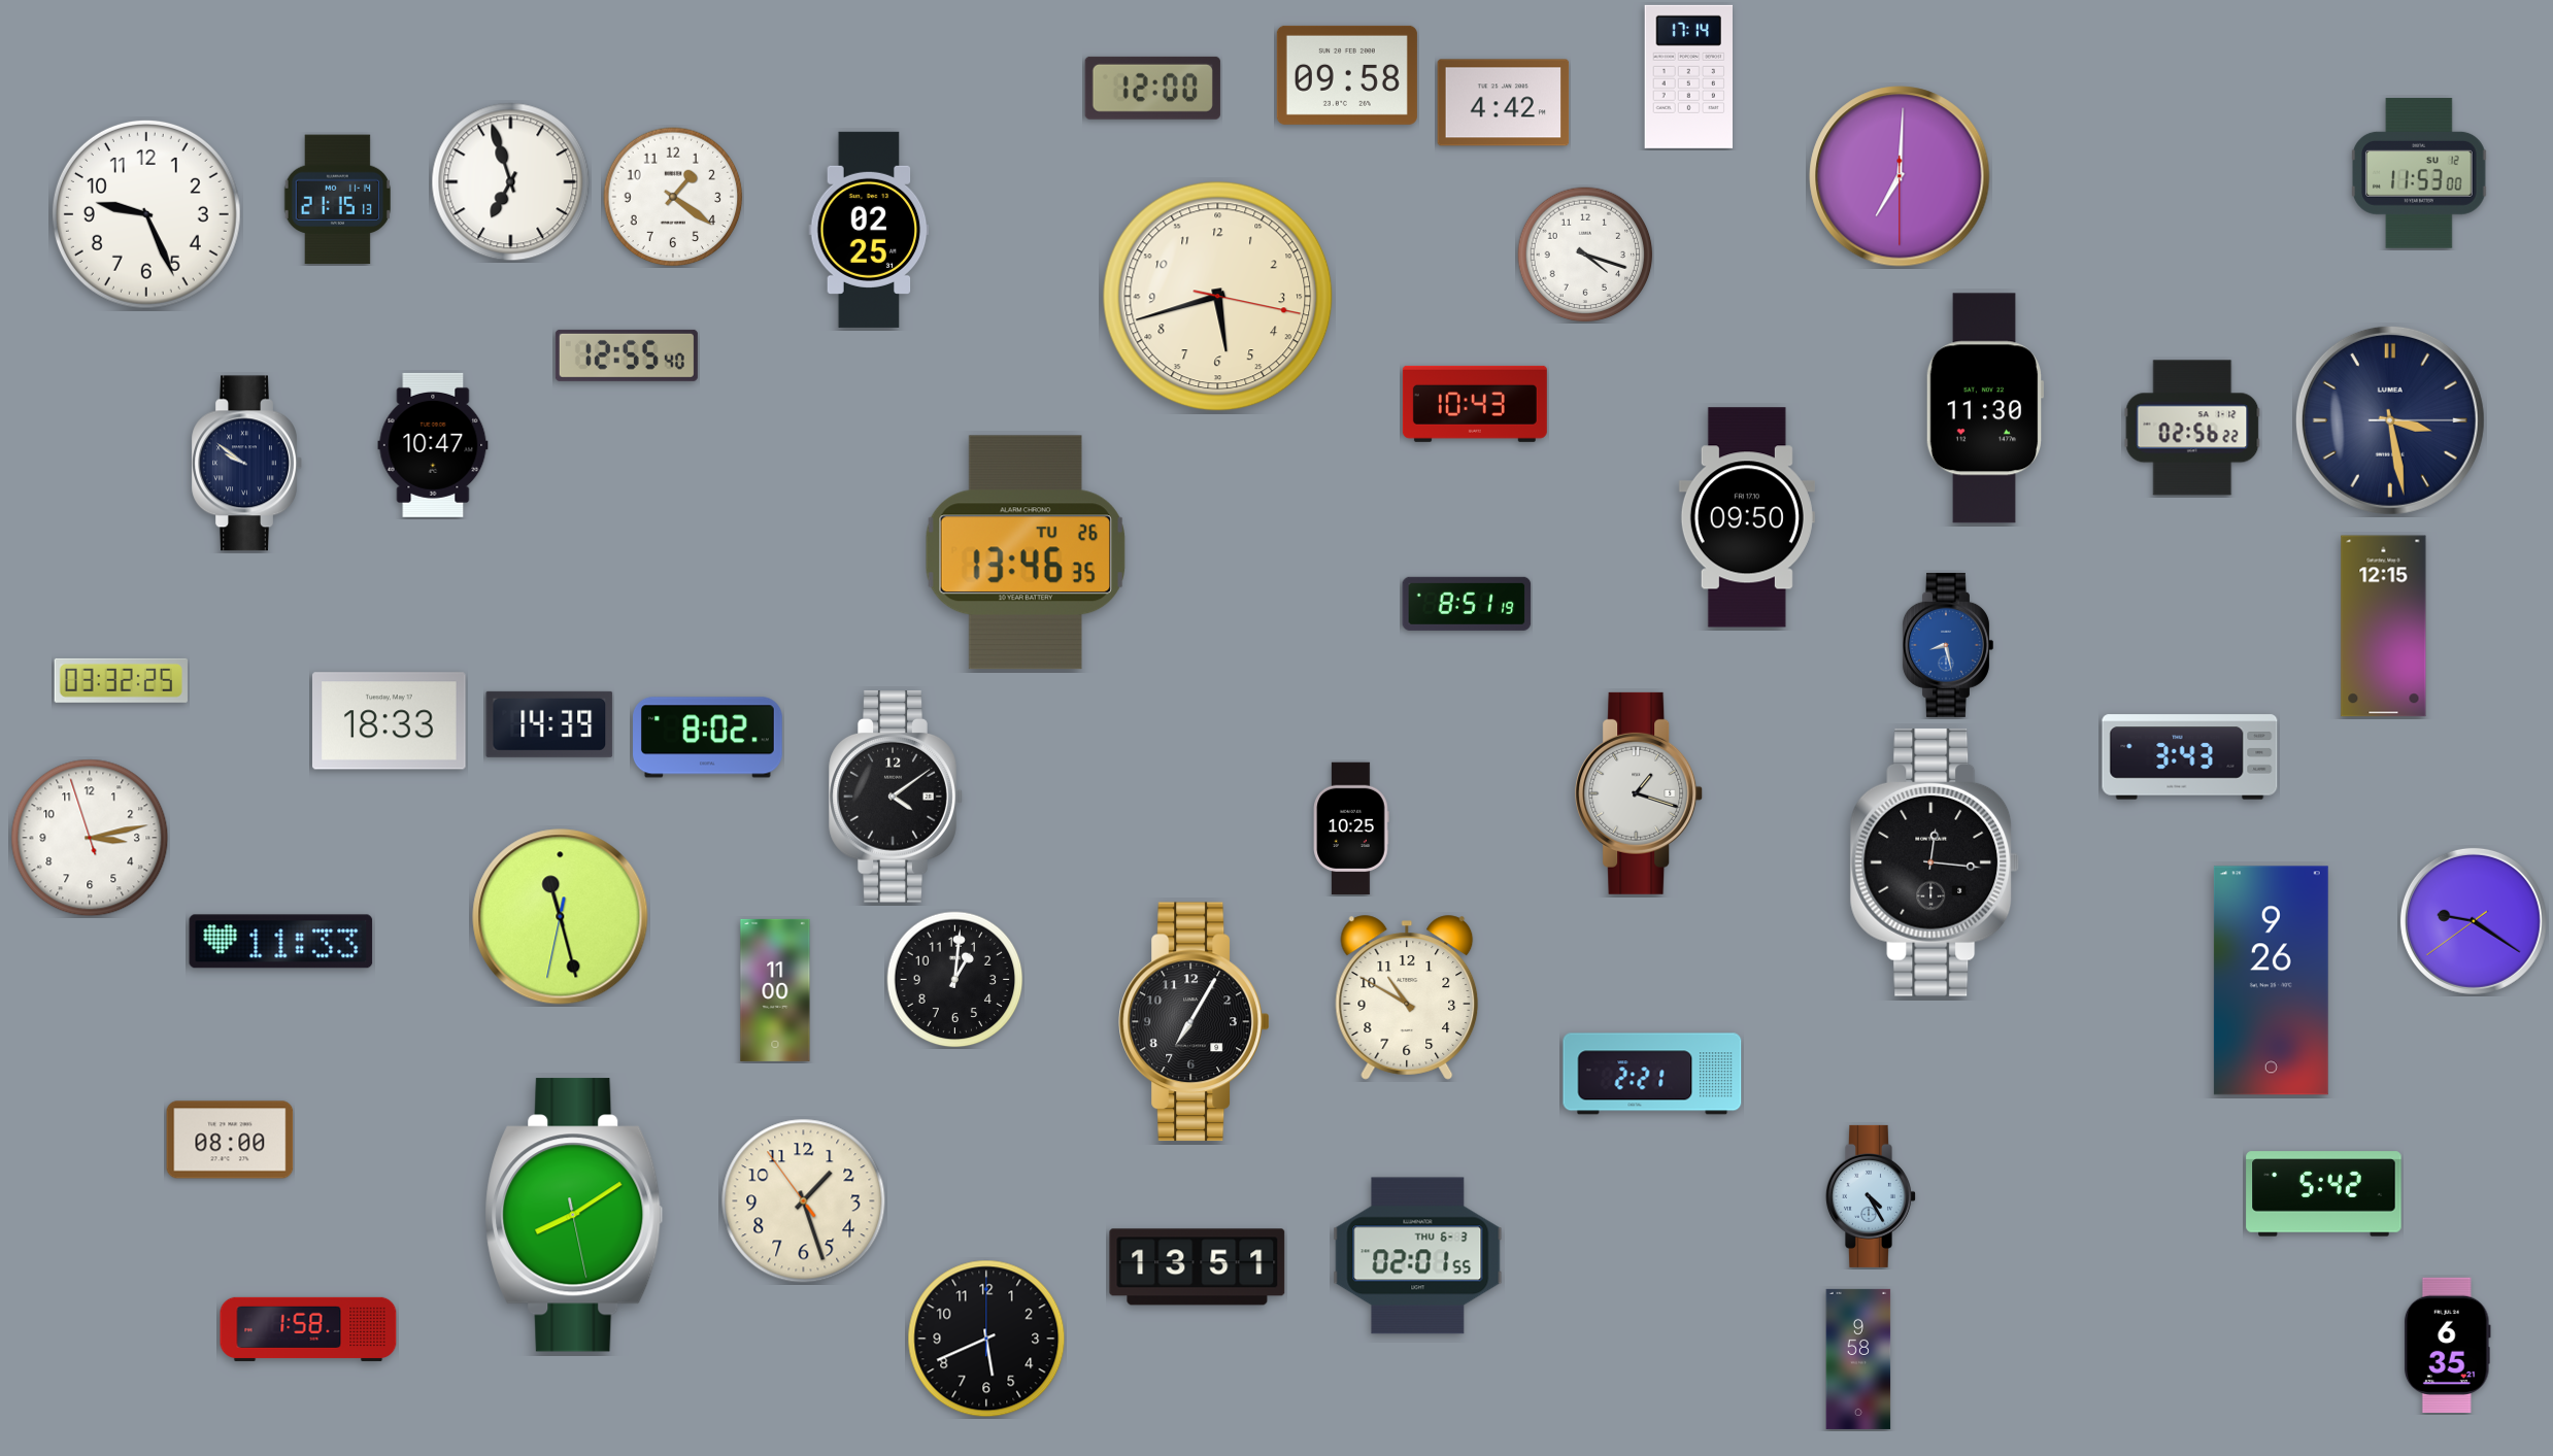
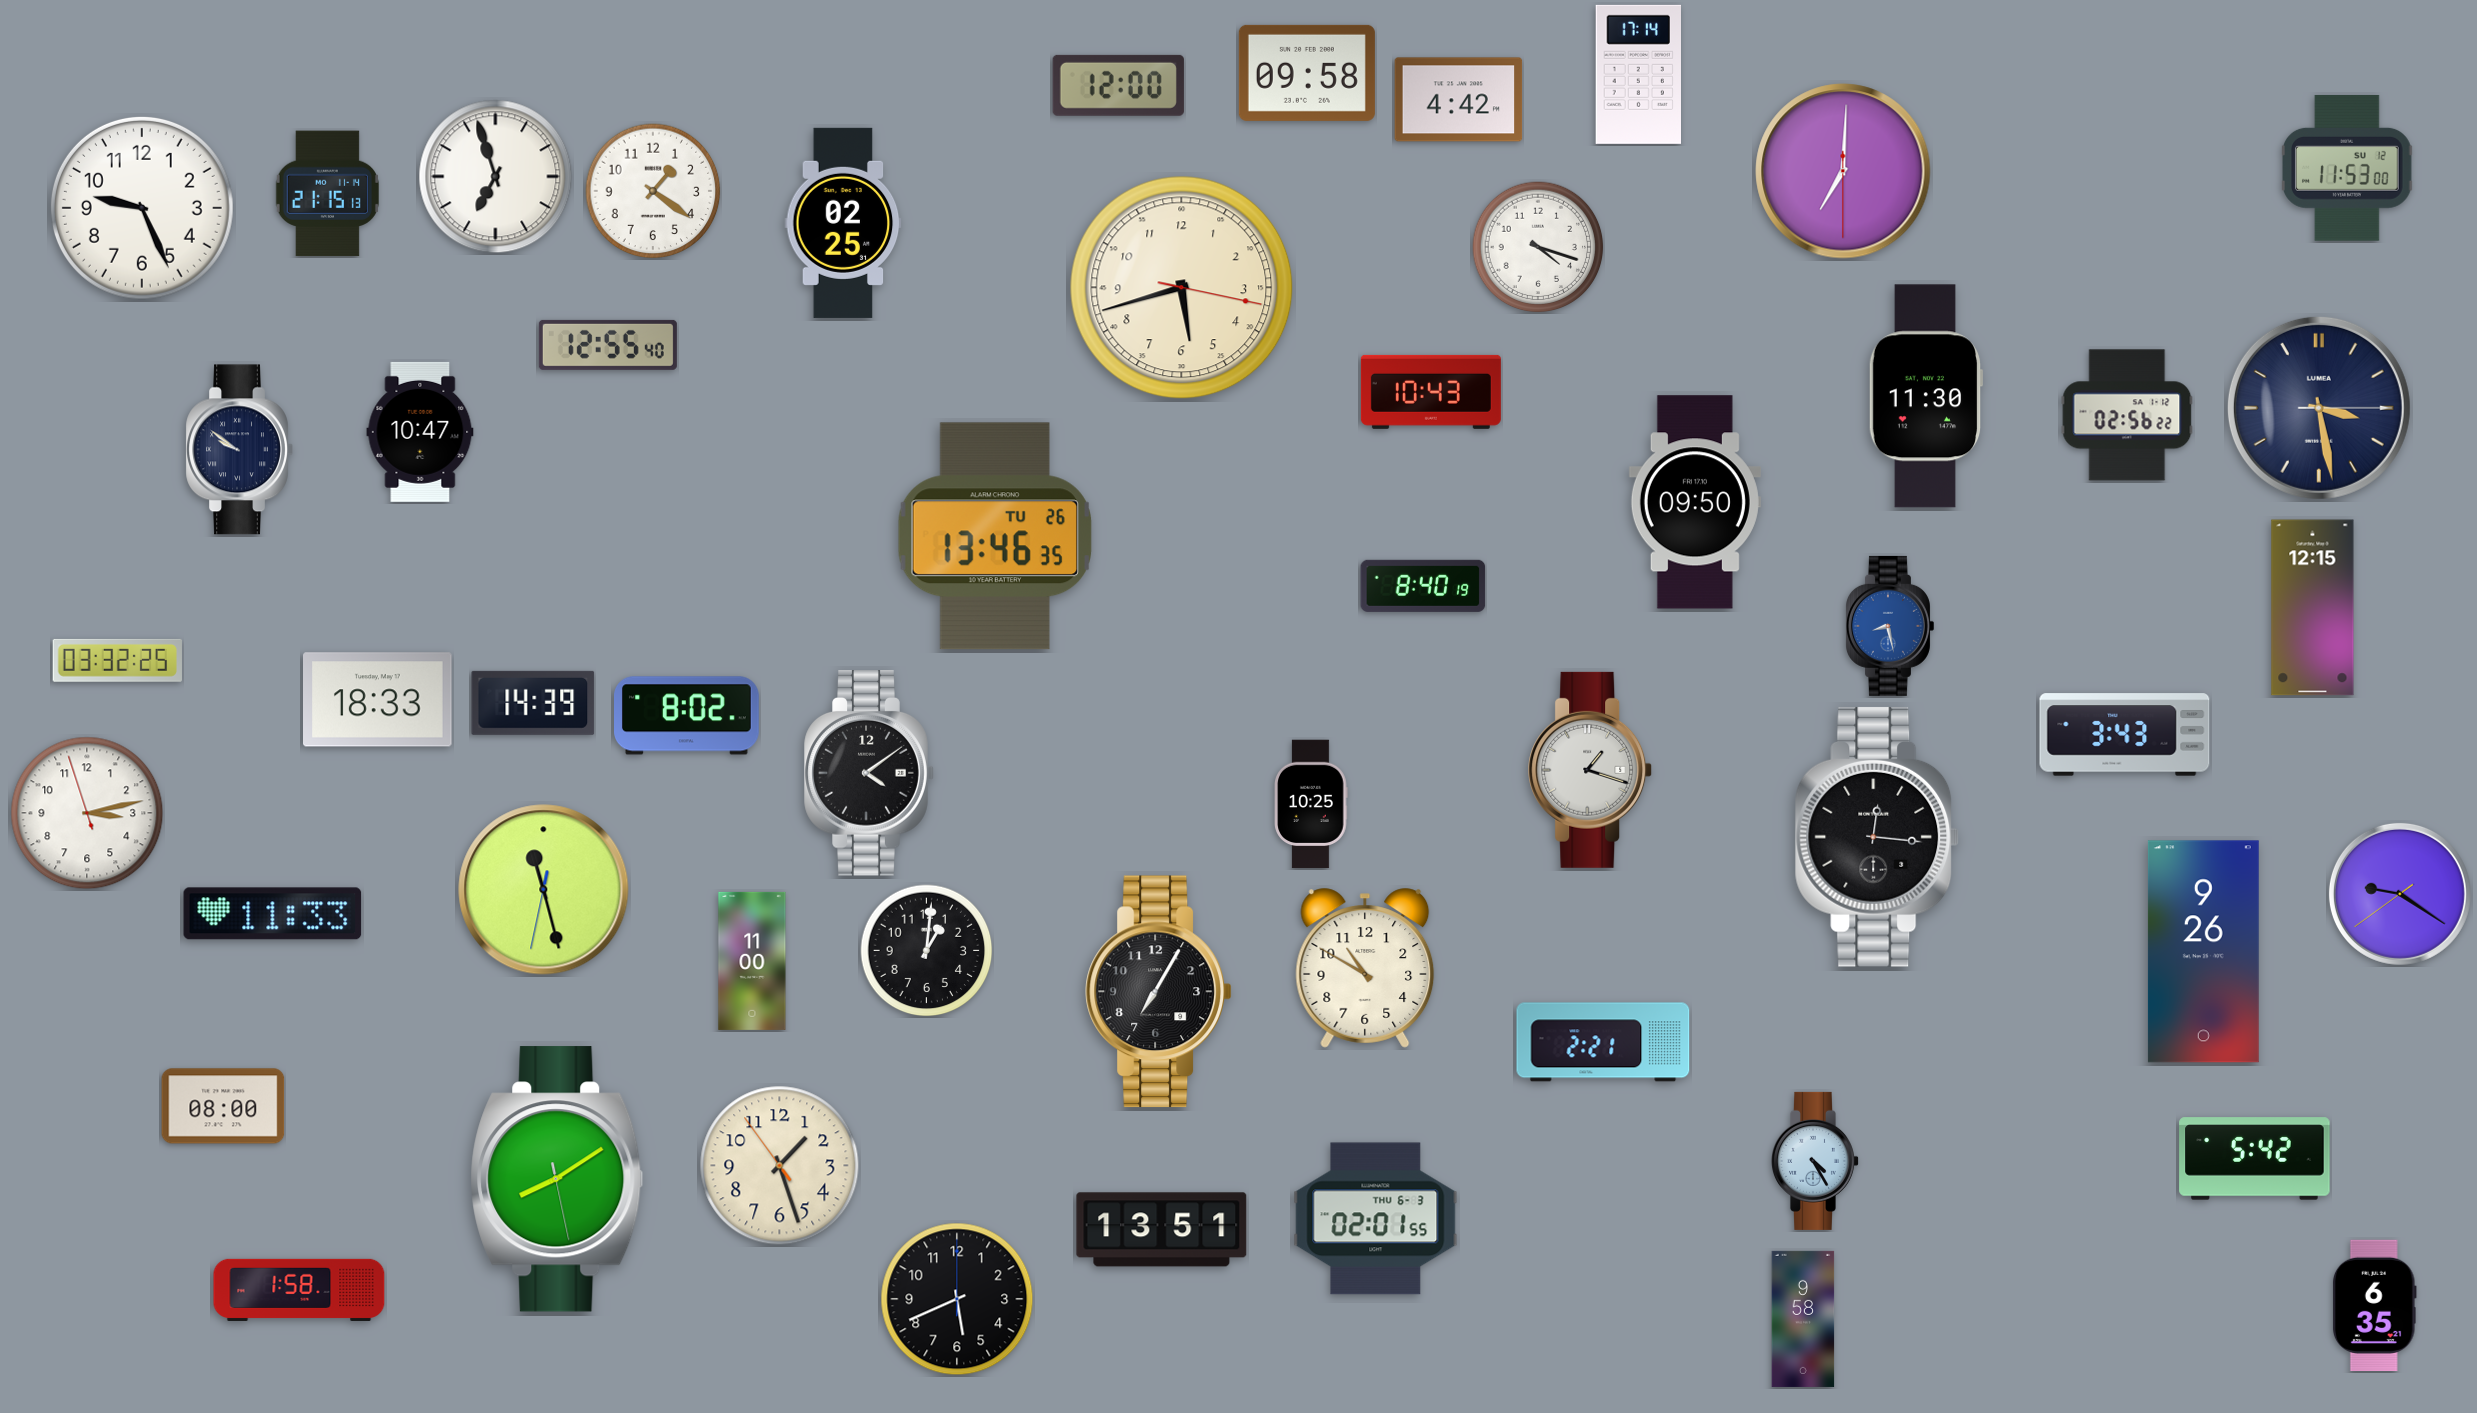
clock at (1467, 604): 8:51 -> 8:40
